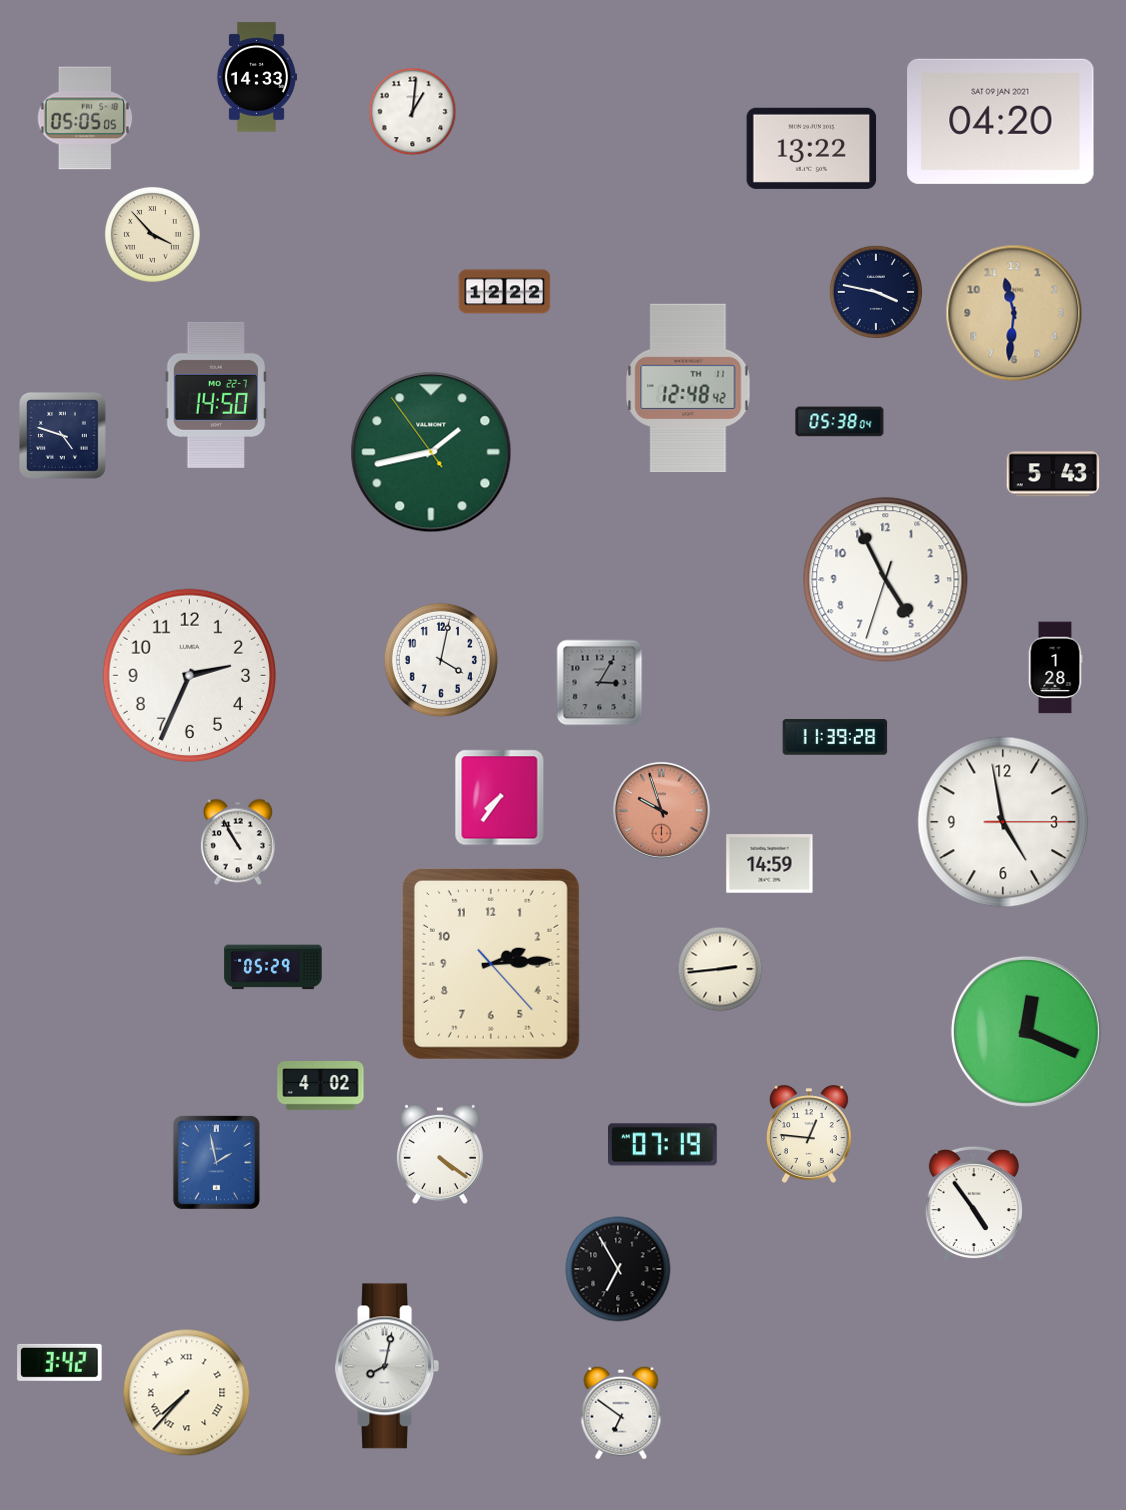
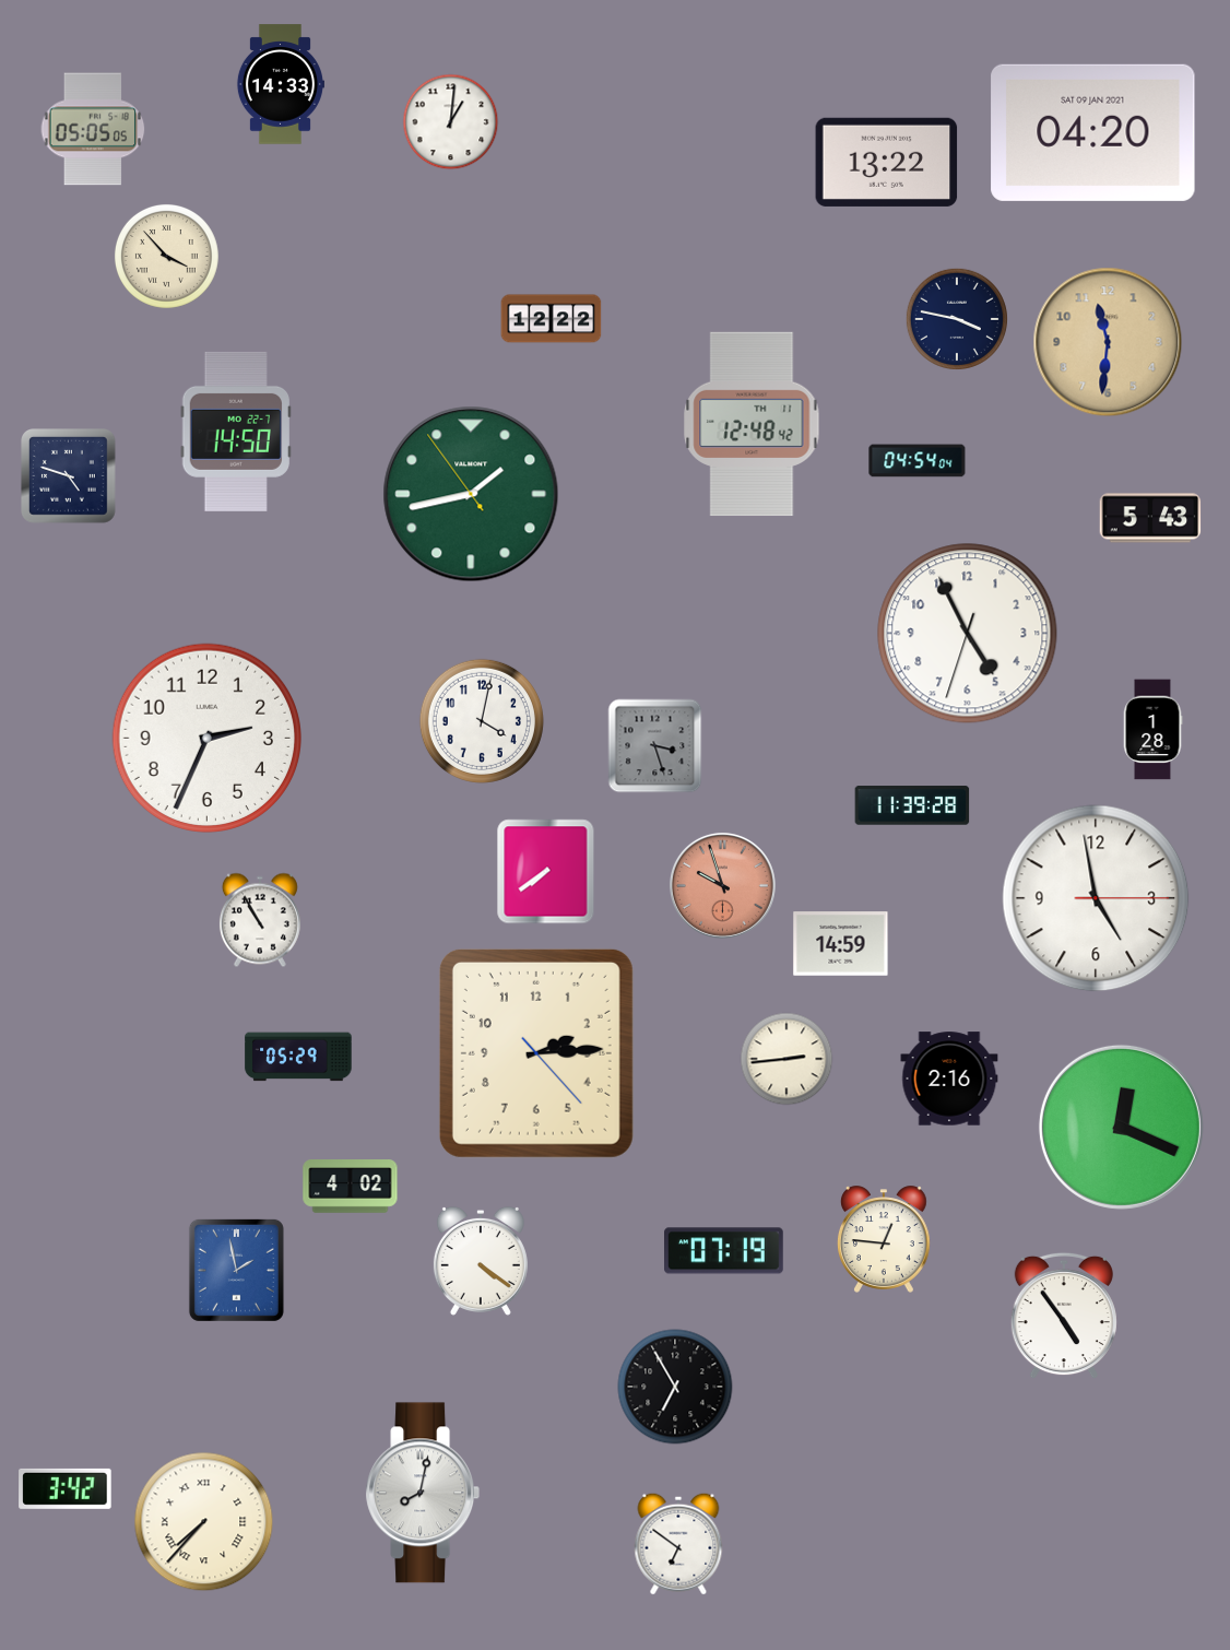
clock at (840, 422): 05:38 -> 04:54
clock at (600, 683): 3:05 -> 3:27
clock at (500, 798): 7:36 -> 7:39
clock at (949, 1079): none -> 2:16
